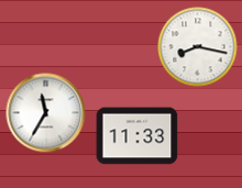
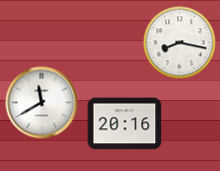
clock at (46, 113): 11:35 -> 11:40
clock at (137, 136): 11:33 -> 20:16
